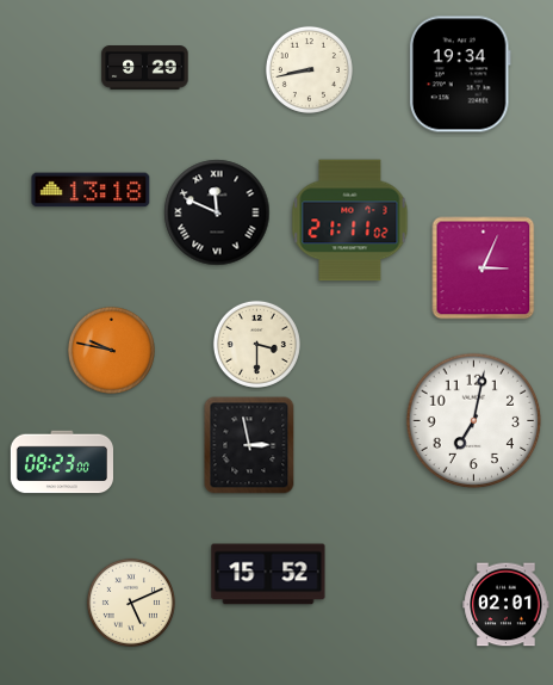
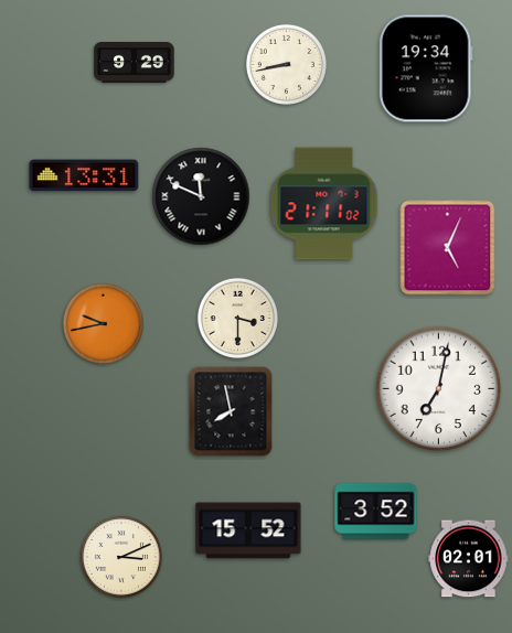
clock at (91, 190): 13:18 -> 13:31
clock at (484, 269): 3:04 -> 5:04
clock at (111, 350): 9:47 -> 9:43
clock at (249, 445): 2:58 -> 7:58
clock at (61, 462): 08:23 -> none
clock at (376, 512): none -> 3:52
clock at (131, 603): 5:11 -> 3:11
